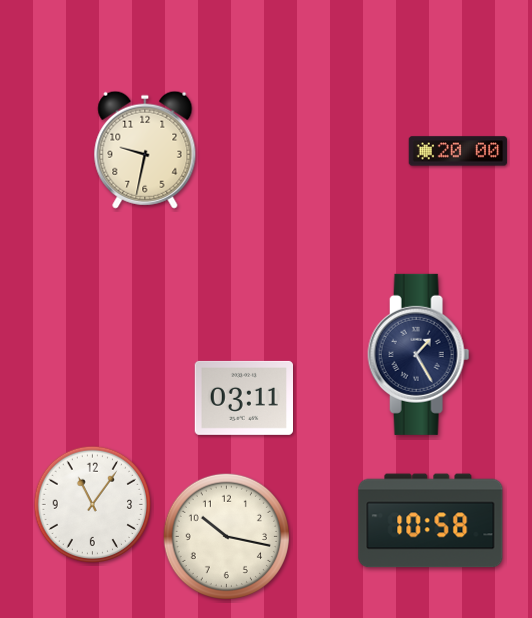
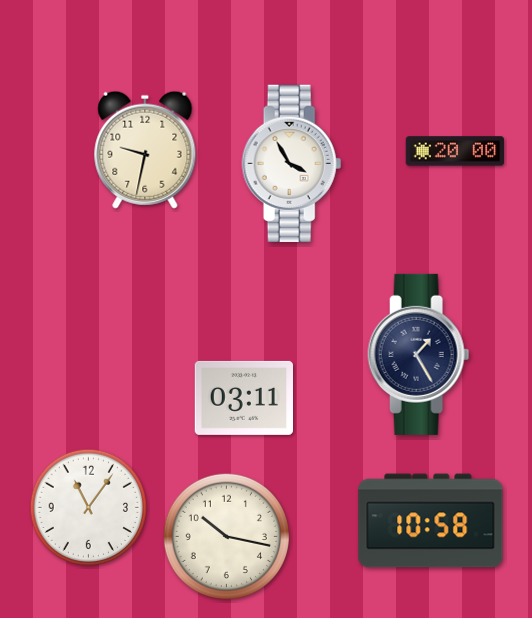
clock at (458, 151) position: (458, 151) -> (455, 151)
clock at (292, 163): none -> 3:55
clock at (93, 505) position: (93, 505) -> (89, 508)
